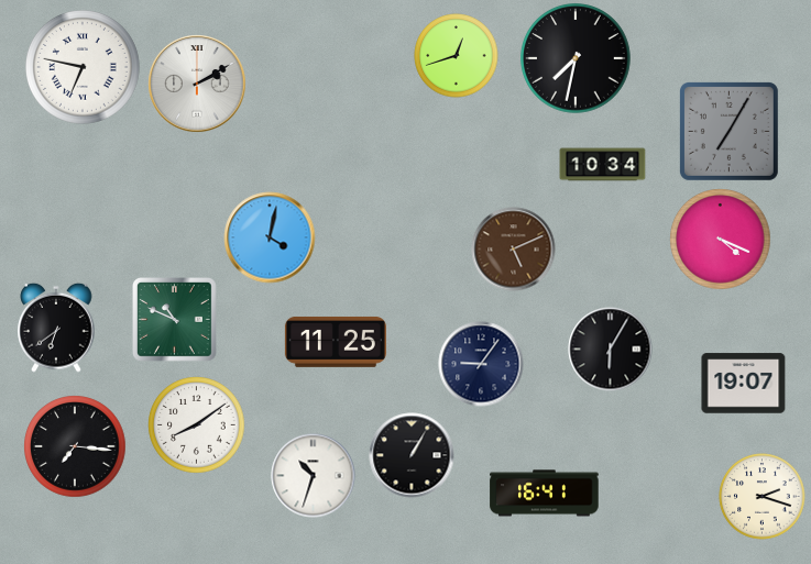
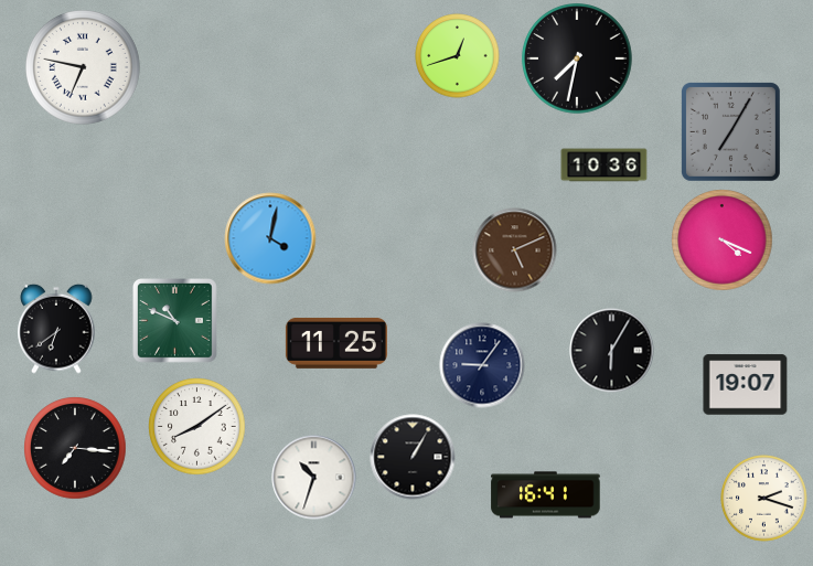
clock at (197, 84): 2:10 -> none
clock at (603, 165): 10:34 -> 10:36
